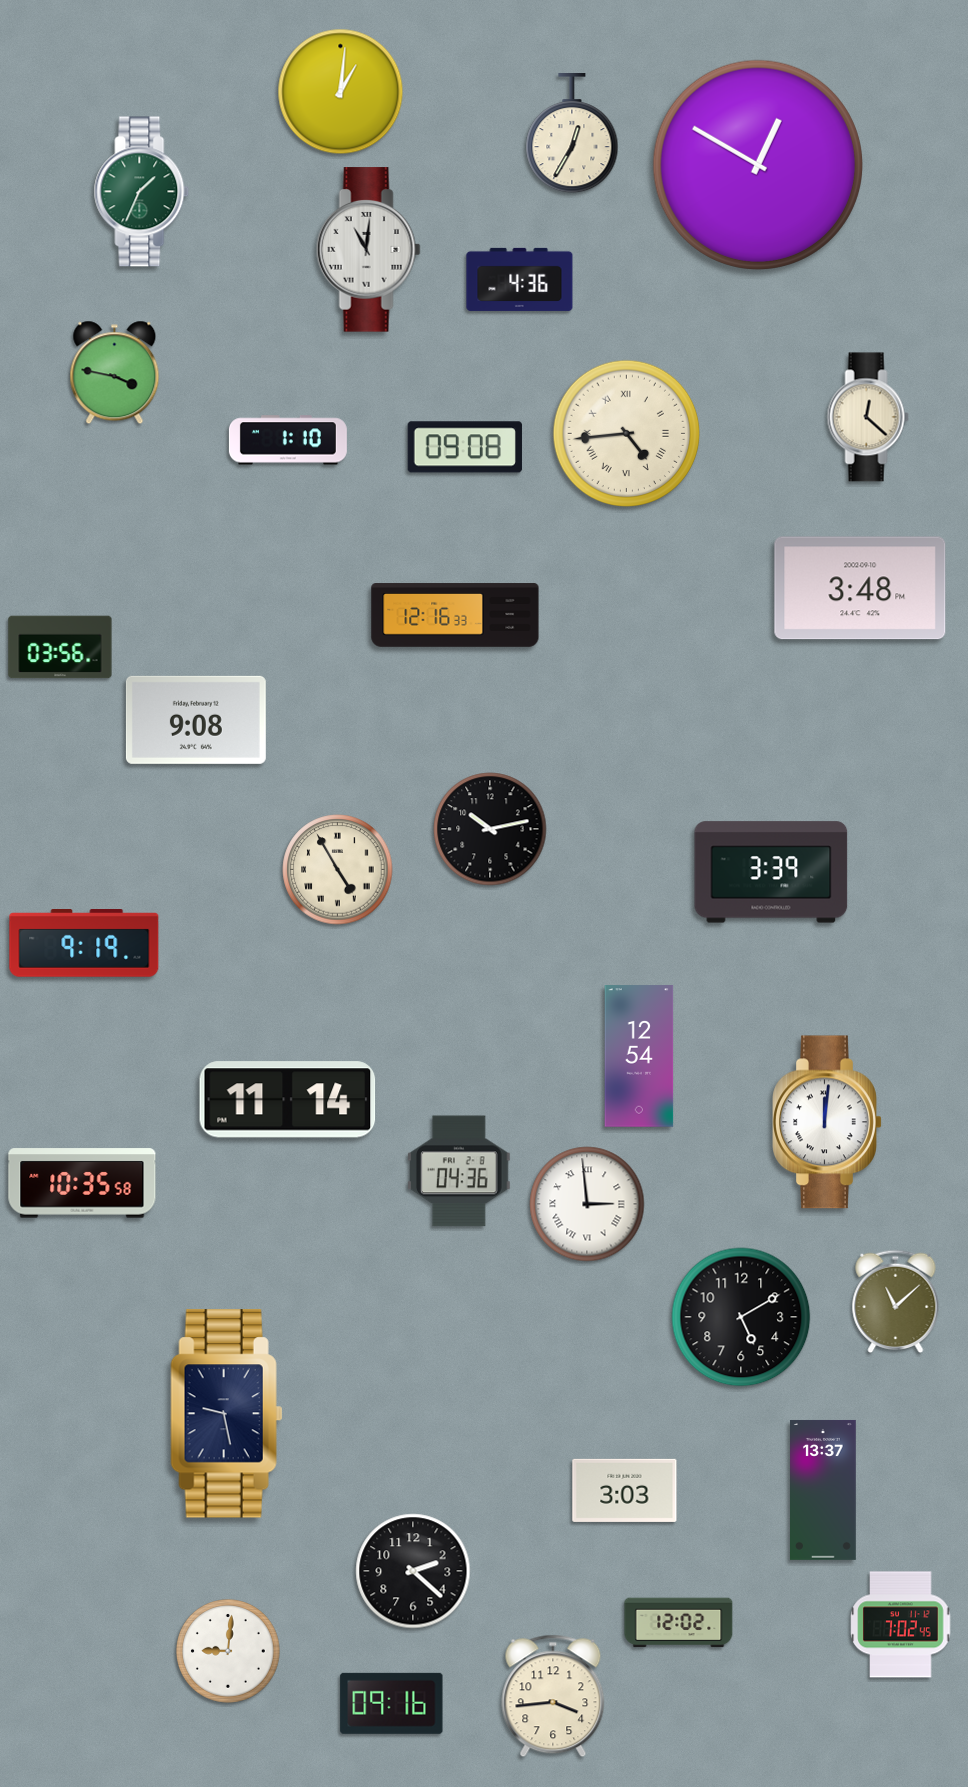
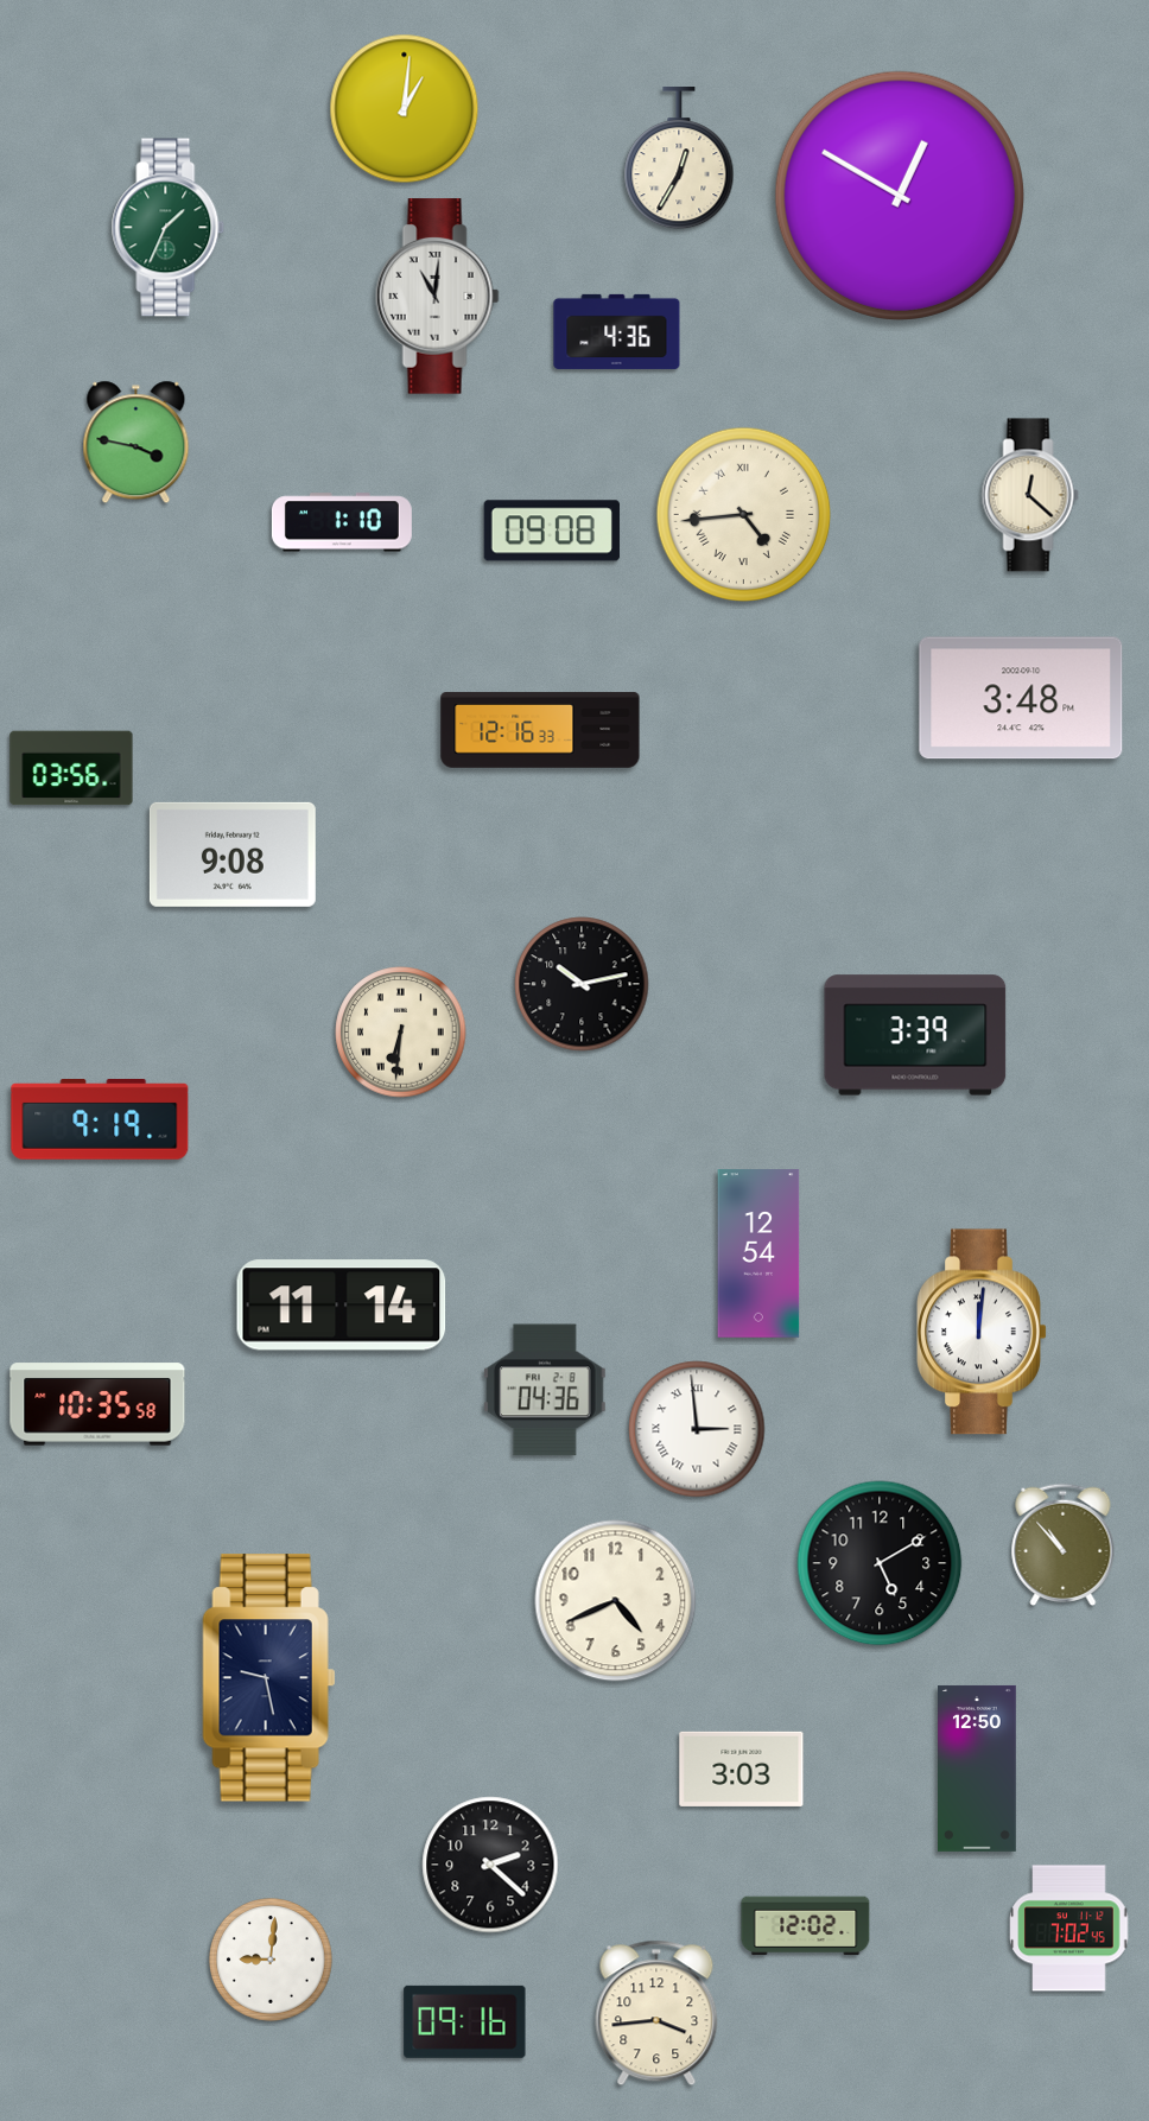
clock at (338, 870): 4:55 -> 6:31
clock at (896, 1301): 11:08 -> 10:53
clock at (616, 1601): none -> 4:41
clock at (824, 1490): 13:37 -> 12:50
